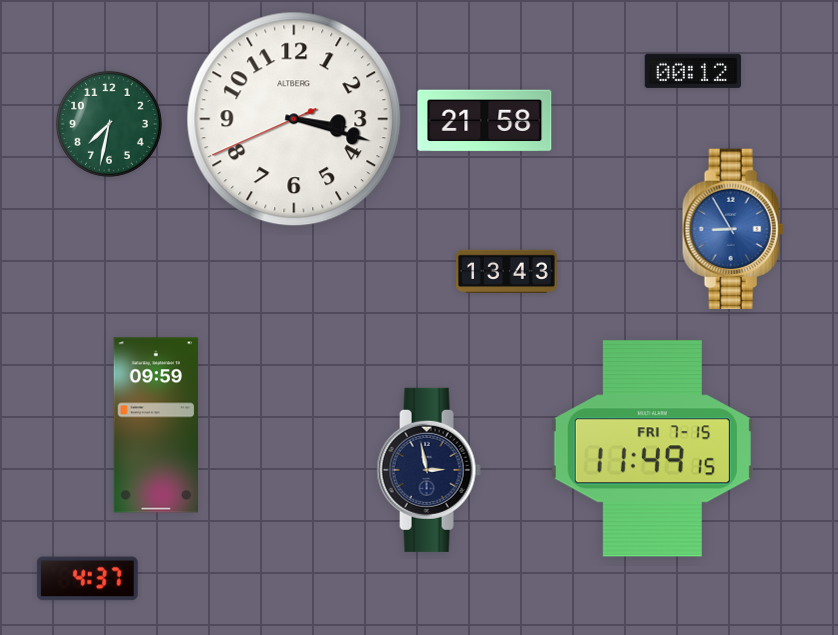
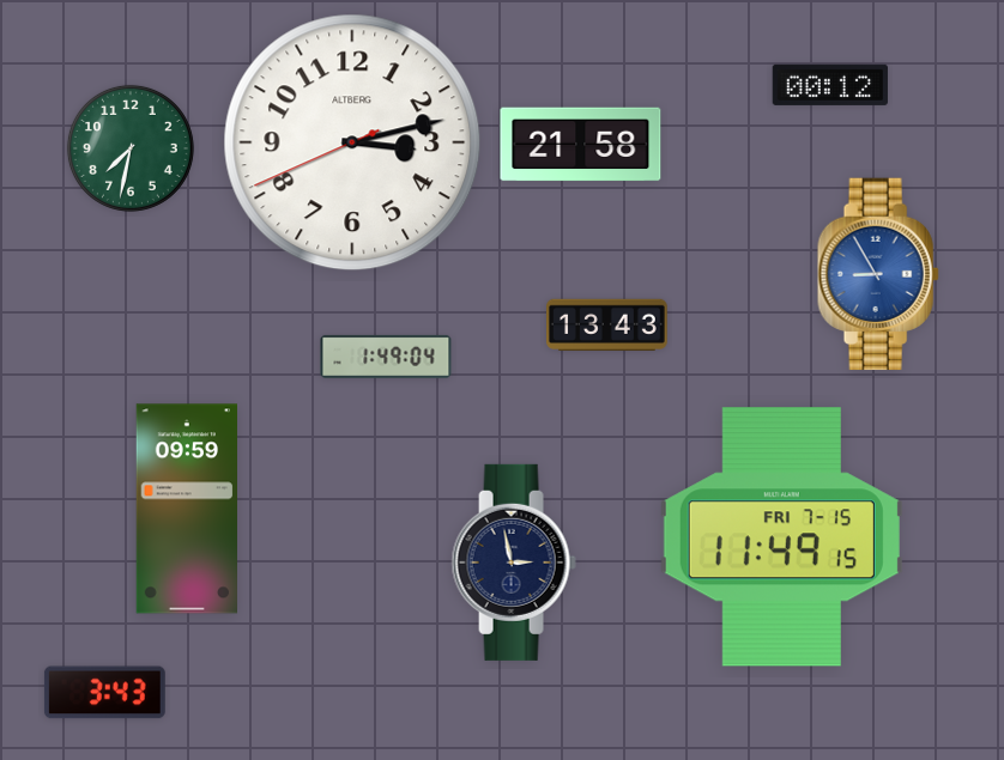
clock at (294, 119): 3:17 -> 3:12
clock at (386, 357): none -> 1:49
clock at (87, 579): 4:37 -> 3:43
